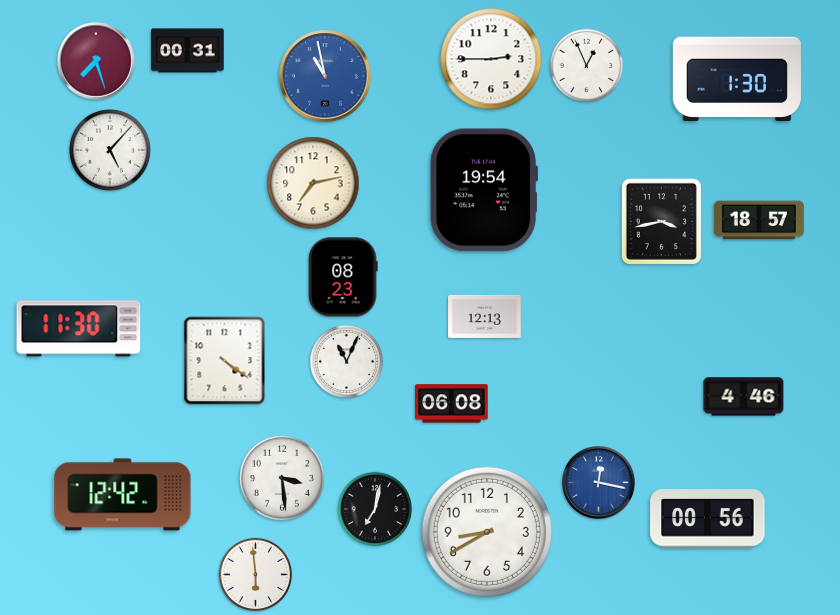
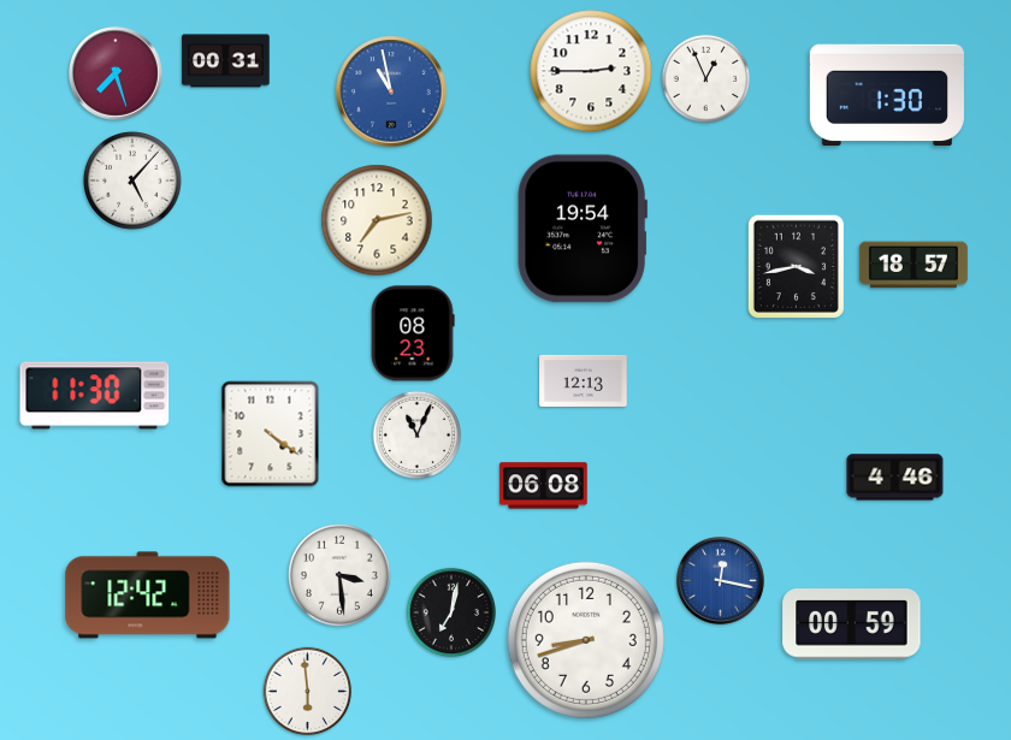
clock at (708, 519): 00:56 -> 00:59
clock at (487, 532): 8:40 -> 8:42
